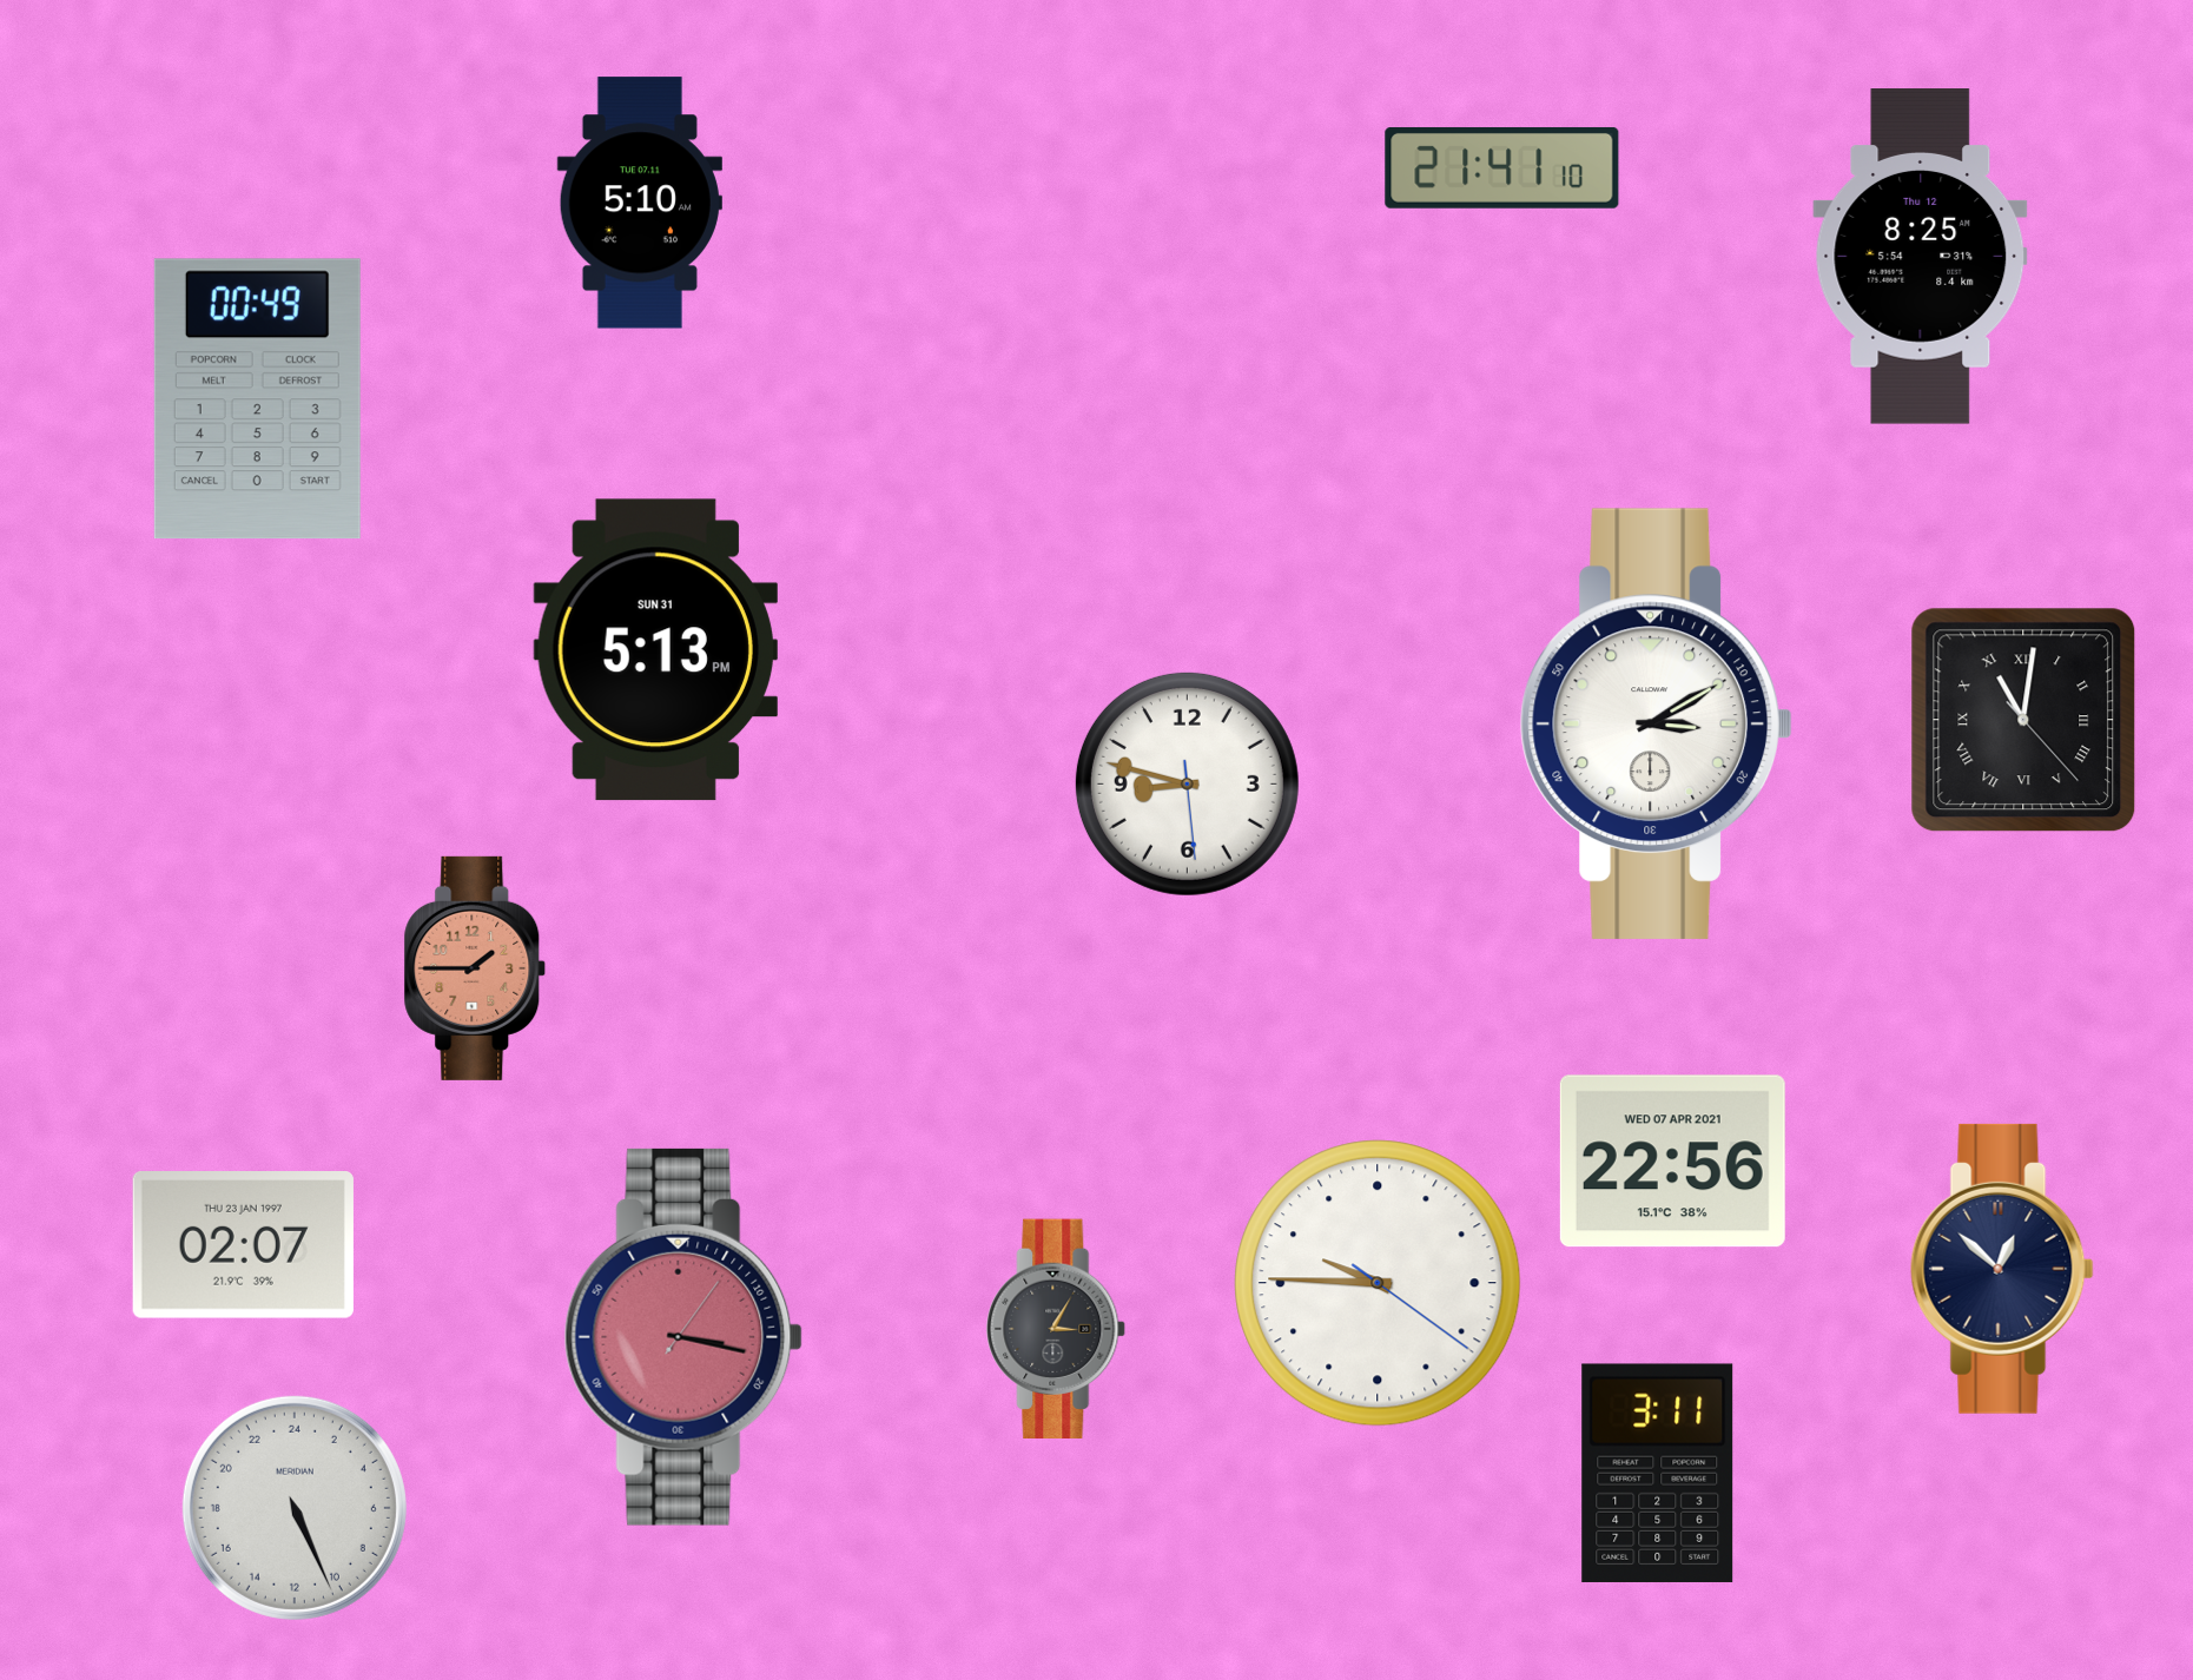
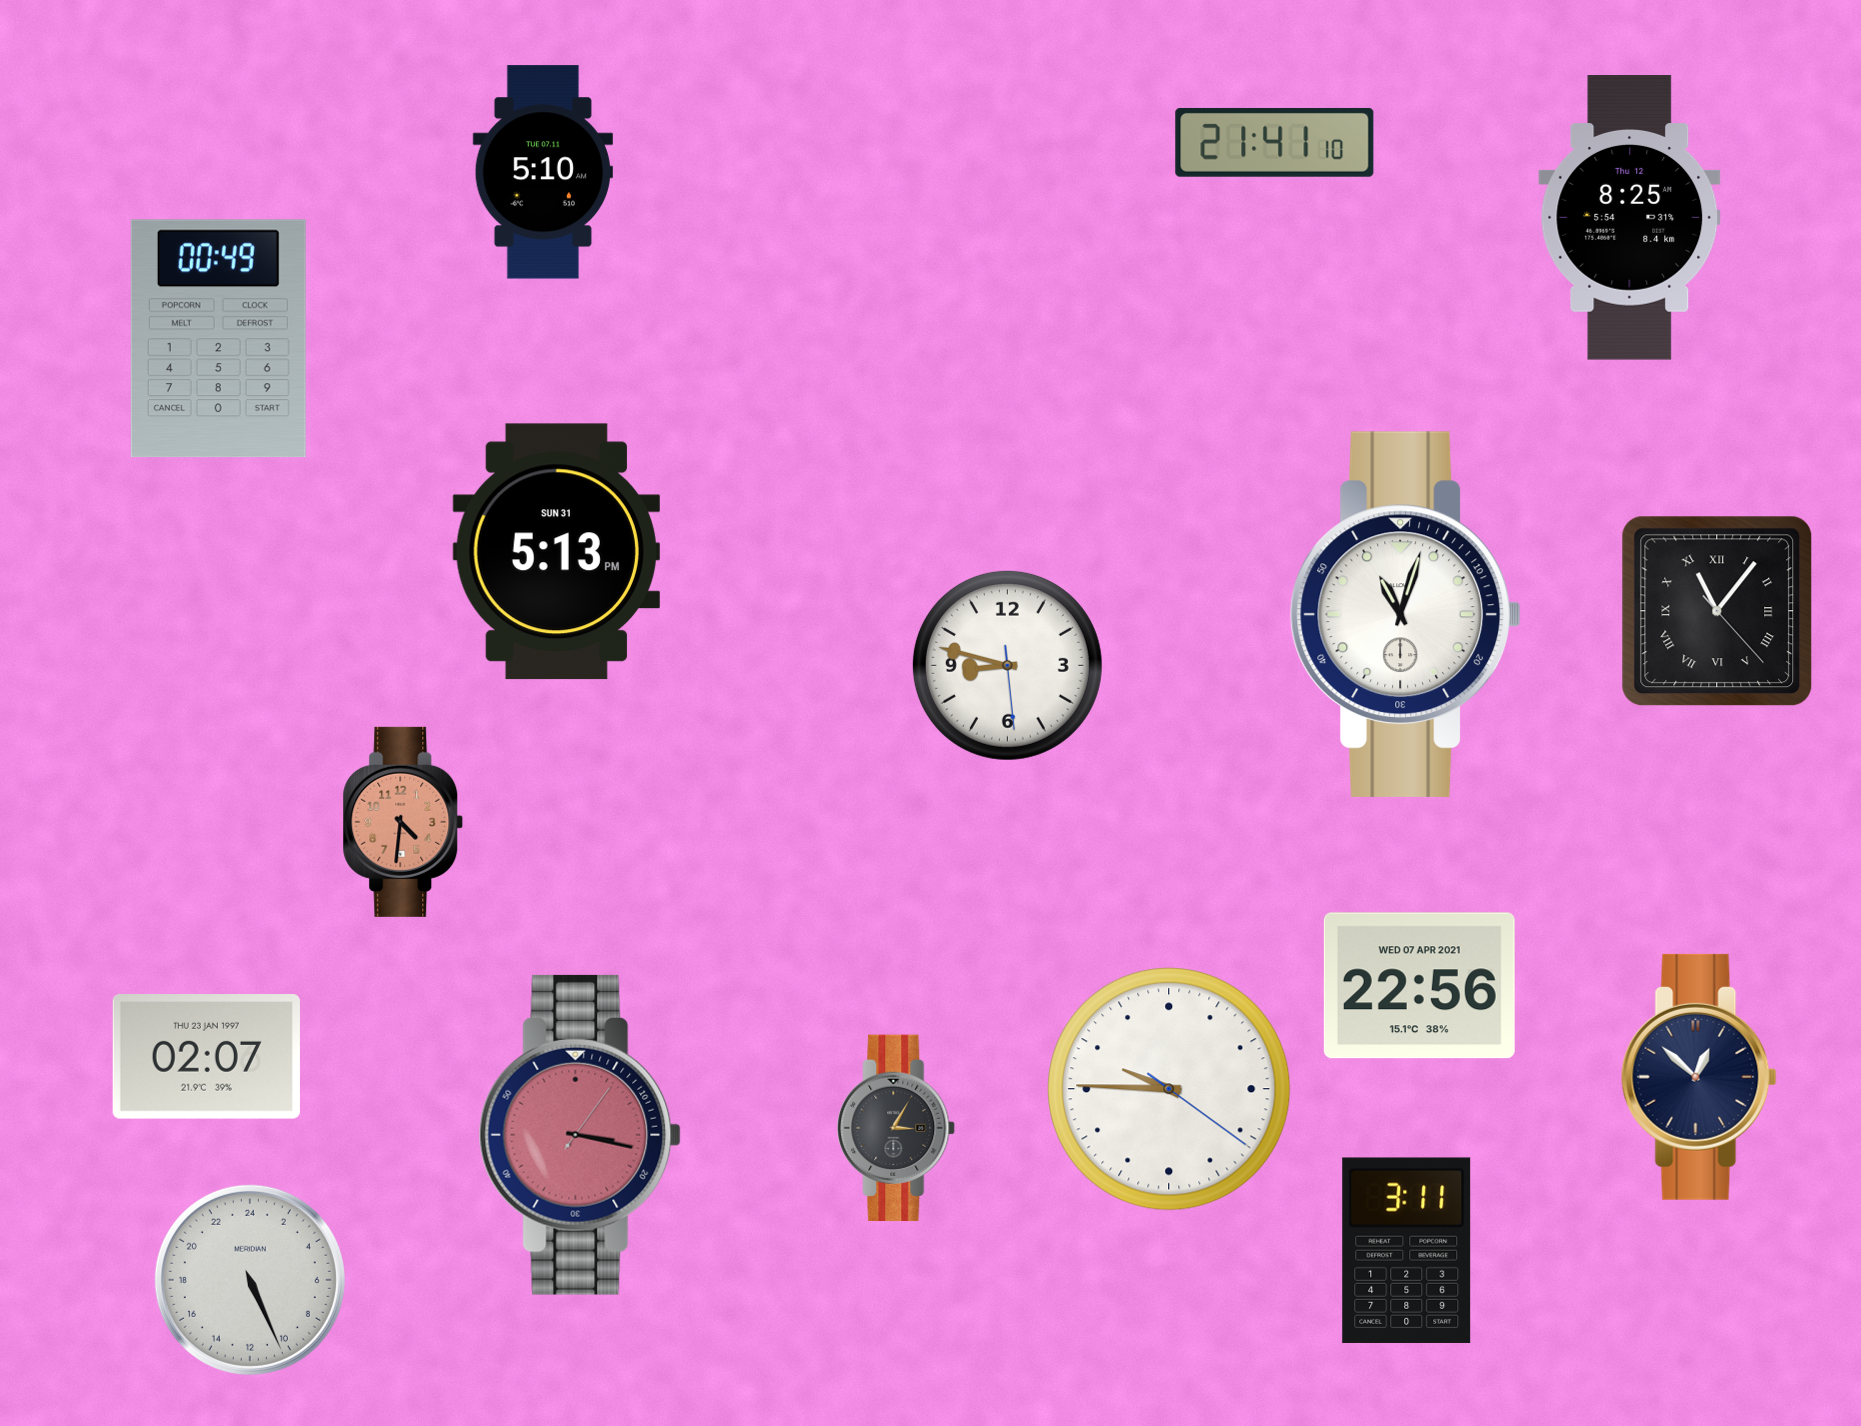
clock at (2023, 720): 11:01 -> 11:06
clock at (1656, 723): 3:10 -> 11:03
clock at (475, 968): 1:45 -> 4:31
